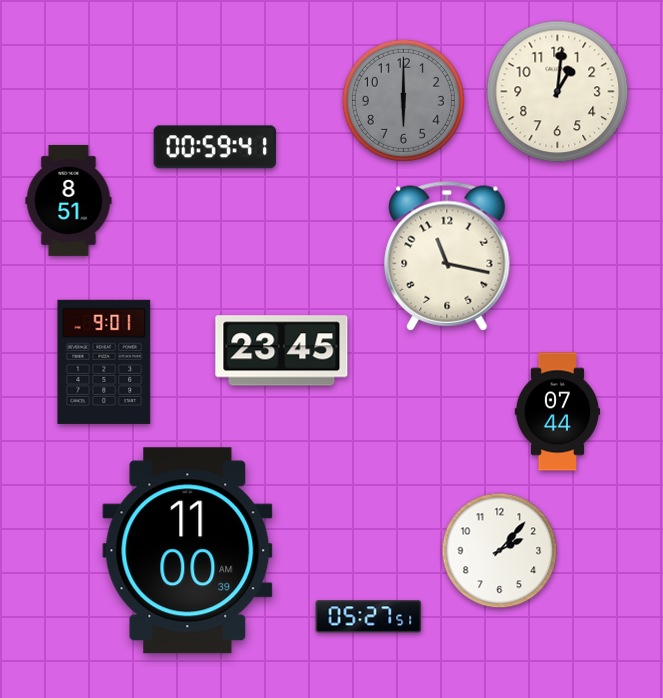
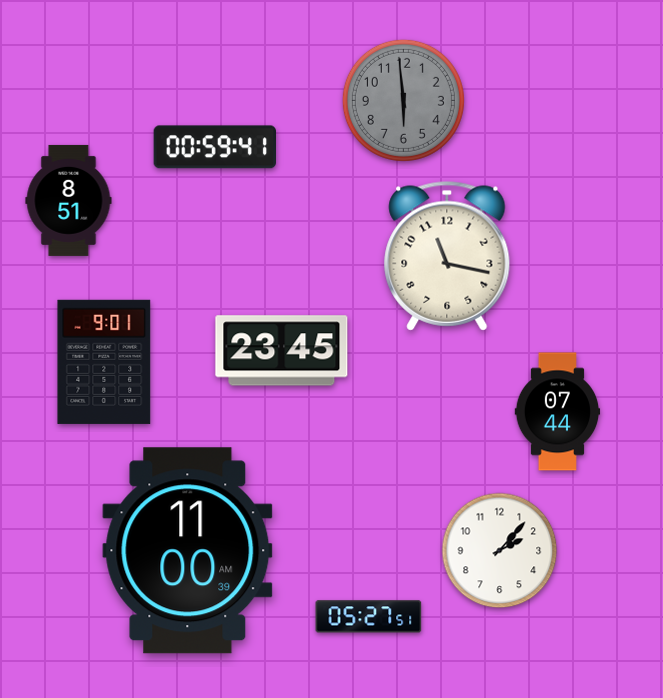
clock at (558, 92): 1:01 -> none
clock at (403, 100): 6:00 -> 5:59
